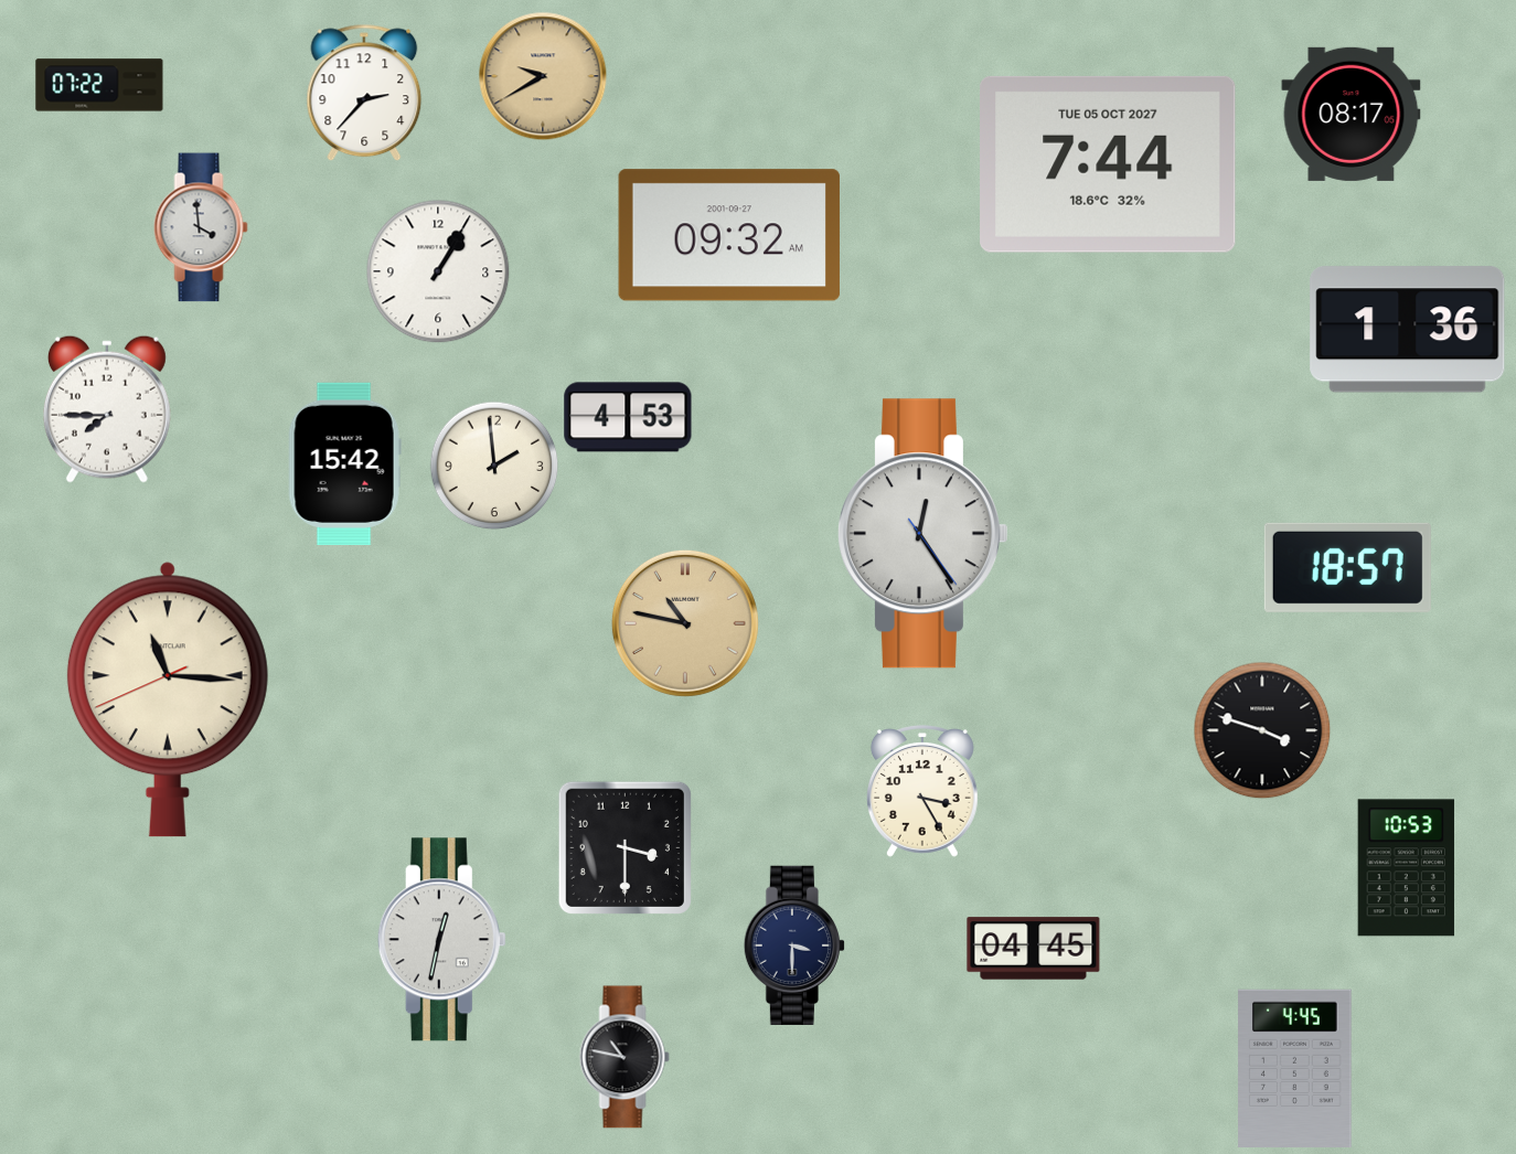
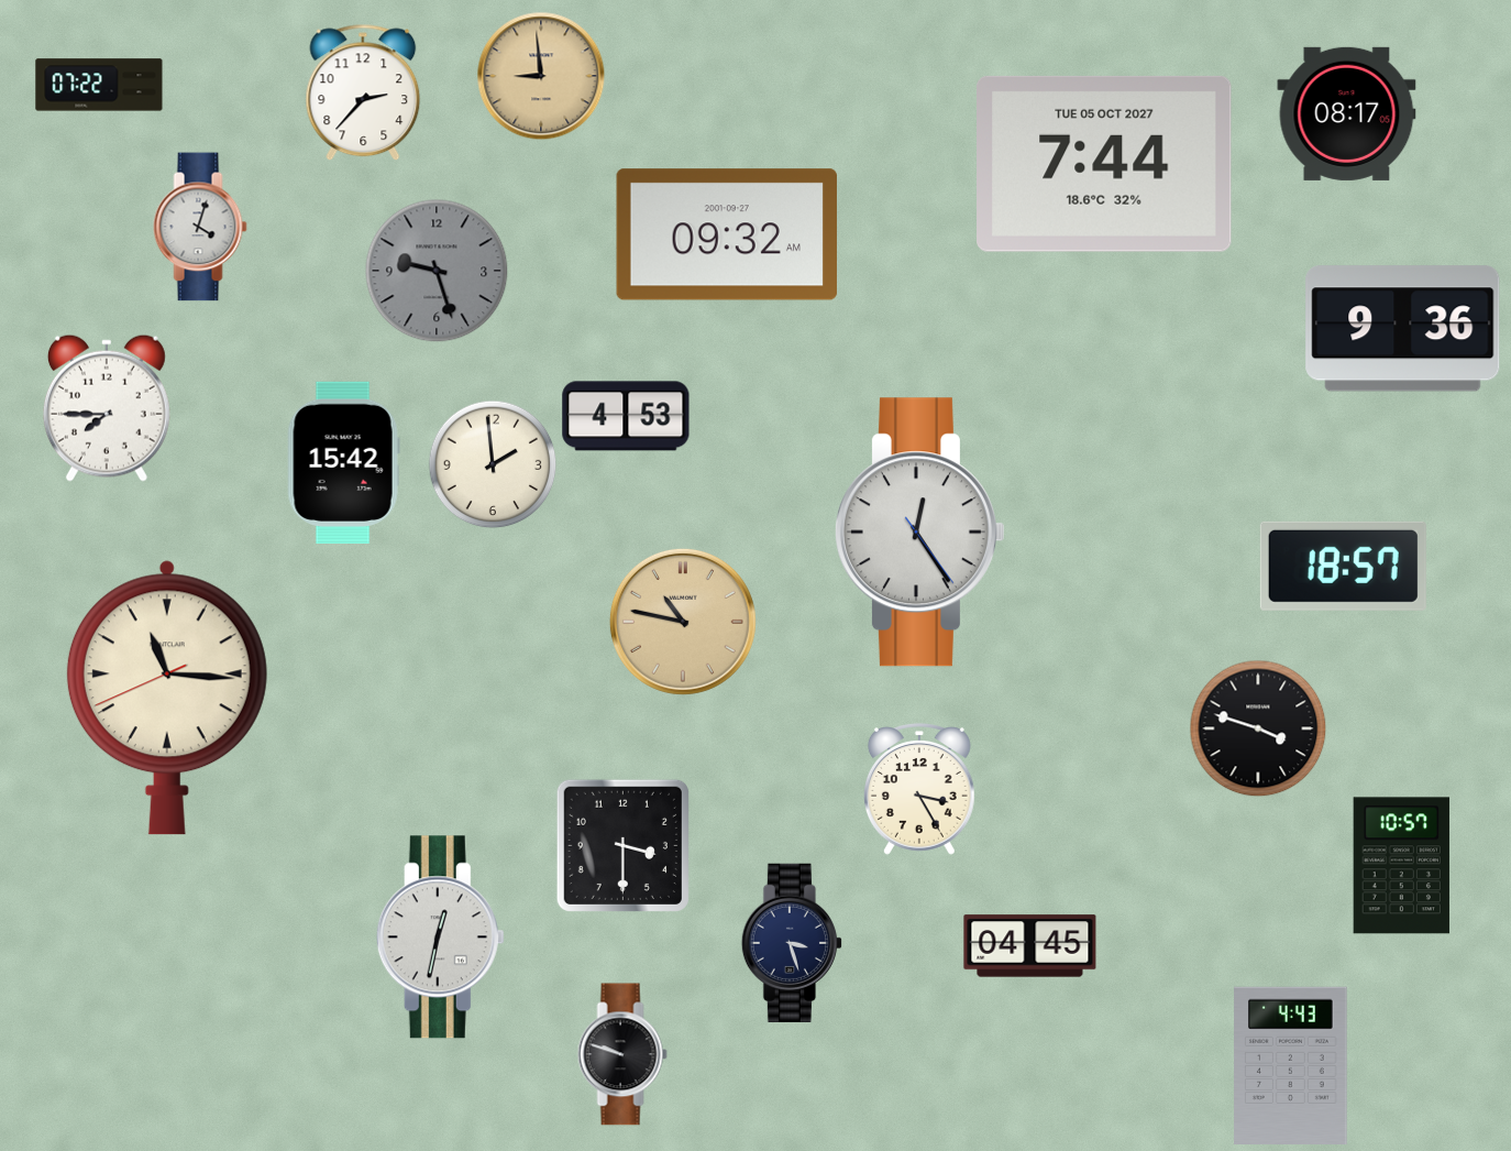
clock at (543, 76): 9:40 -> 8:59
clock at (201, 227): 3:59 -> 4:03
clock at (438, 271): 1:05 -> 9:27
clock at (438, 271) dial: white -> grey
clock at (1408, 330): 1:36 -> 9:36
clock at (1406, 868): 10:53 -> 10:57
clock at (794, 944): 3:30 -> 3:27
clock at (624, 1057): 10:47 -> 9:48
clock at (1295, 1068): 4:45 -> 4:43
